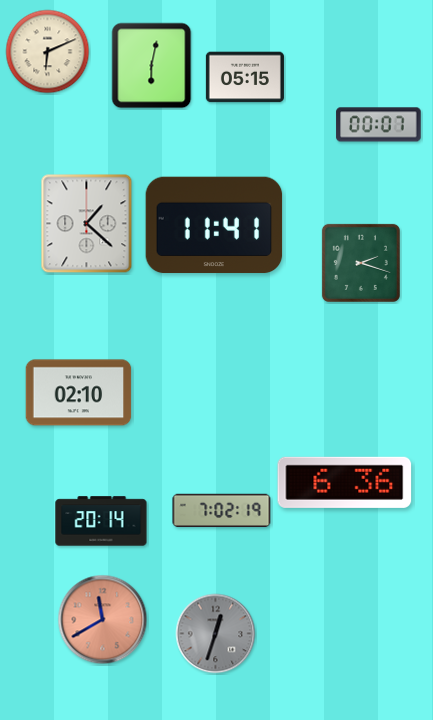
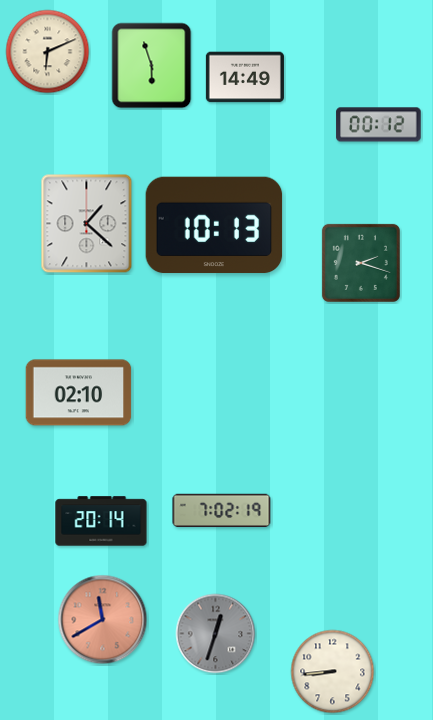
clock at (152, 66): 6:02 -> 5:57
clock at (245, 77): 05:15 -> 14:49
clock at (379, 125): 00:07 -> 00:12
clock at (214, 225): 11:41 -> 10:13
clock at (345, 482): 6:36 -> none
clock at (333, 672): none -> 8:44
